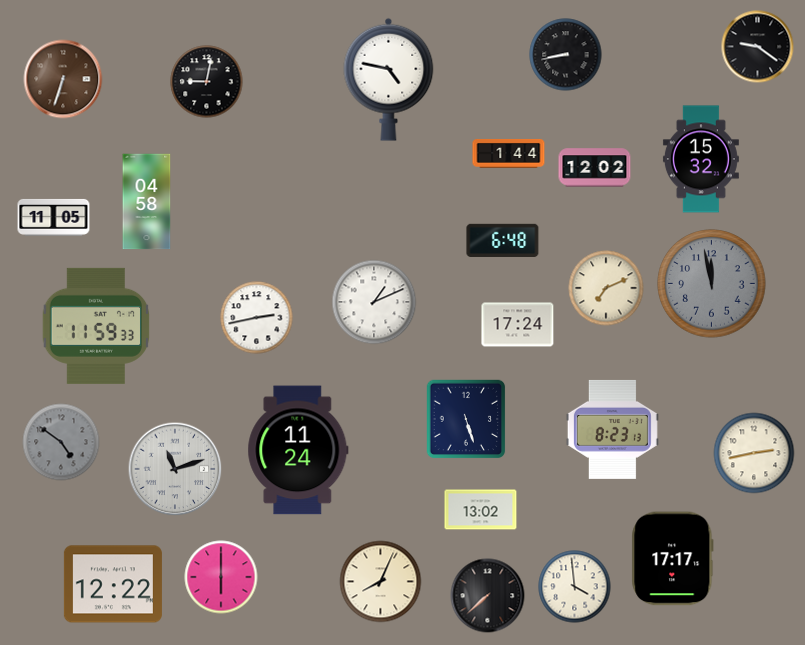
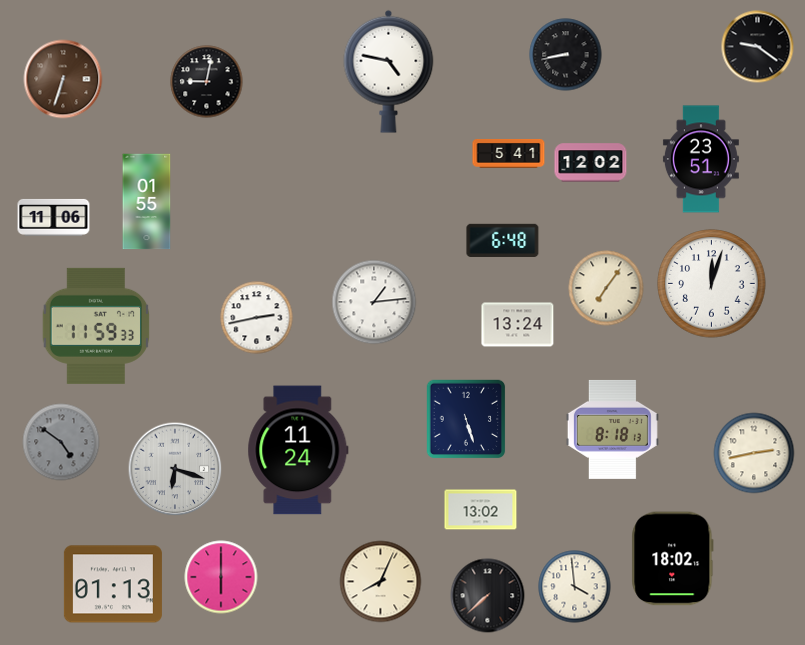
clock at (389, 79) position: (389, 79) -> (389, 71)
clock at (509, 154): 1:44 -> 5:41
clock at (701, 159): 15:32 -> 23:51
clock at (595, 168) position: (595, 168) -> (591, 163)
clock at (147, 202): 04:58 -> 01:55
clock at (54, 217): 11:05 -> 11:06
clock at (712, 284): 11:58 -> 12:03
clock at (712, 284) dial: grey -> white
clock at (606, 288): 7:11 -> 7:06
clock at (374, 302): 1:11 -> 1:14
clock at (518, 325): 17:24 -> 13:24
clock at (612, 429): 8:23 -> 8:18
clock at (175, 469): 11:12 -> 6:18
clock at (673, 559): 17:17 -> 18:02
clock at (113, 584): 12:22 -> 01:13
